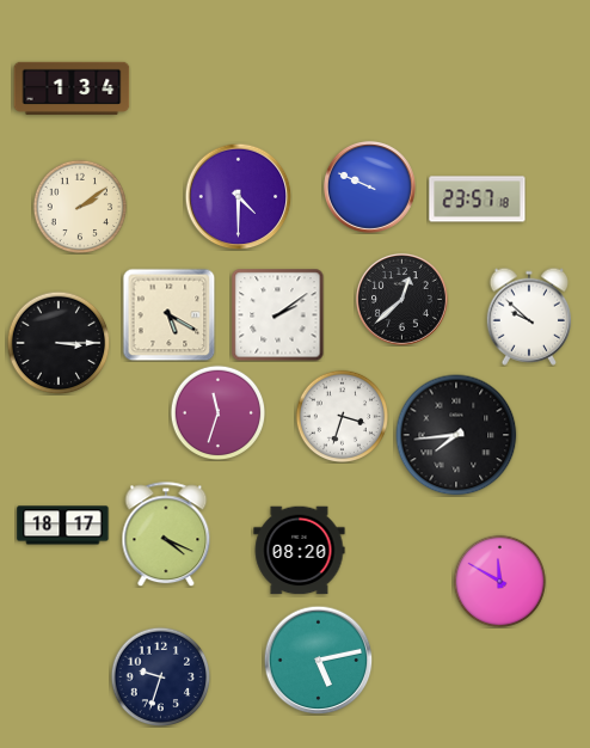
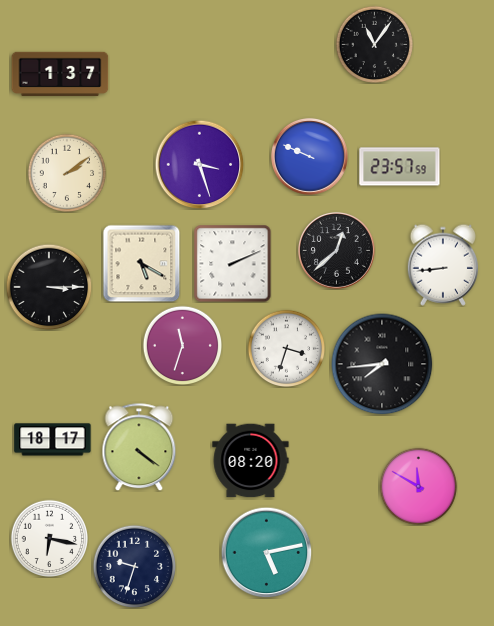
clock at (374, 44): none -> 11:06
clock at (72, 88): 1:34 -> 1:37
clock at (238, 196): 4:30 -> 3:27
clock at (478, 200): 23:57:18 -> 23:57:59
clock at (277, 314): 2:09 -> 2:11
clock at (529, 317): 9:52 -> 8:44
clock at (166, 534): 4:19 -> 4:21
clock at (49, 538): none -> 6:17
